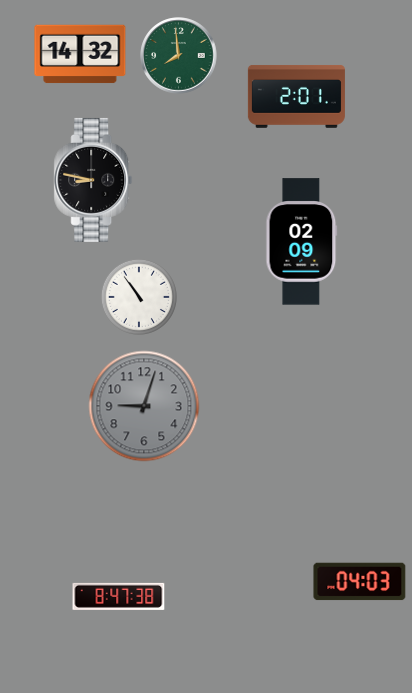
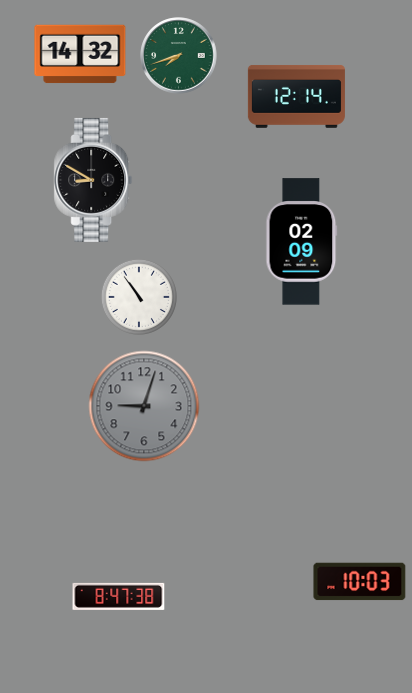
clock at (179, 56): 7:59 -> 7:42
clock at (296, 96): 2:01 -> 12:14
clock at (93, 180): 8:47 -> 8:50
clock at (360, 582): 04:03 -> 10:03
